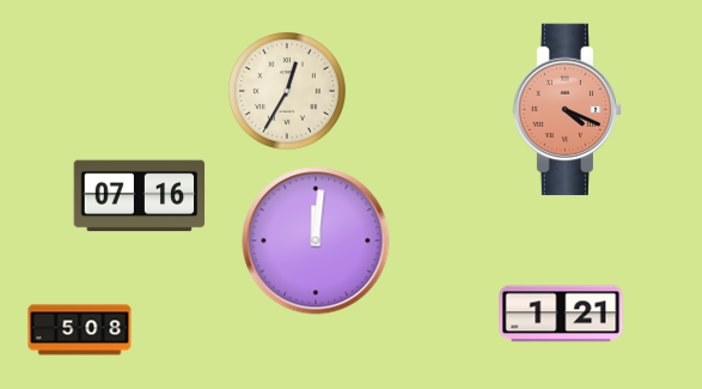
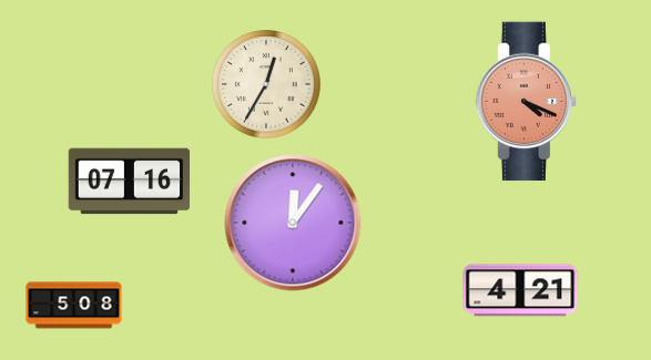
clock at (316, 241): 12:01 -> 12:06
clock at (561, 314): 1:21 -> 4:21
